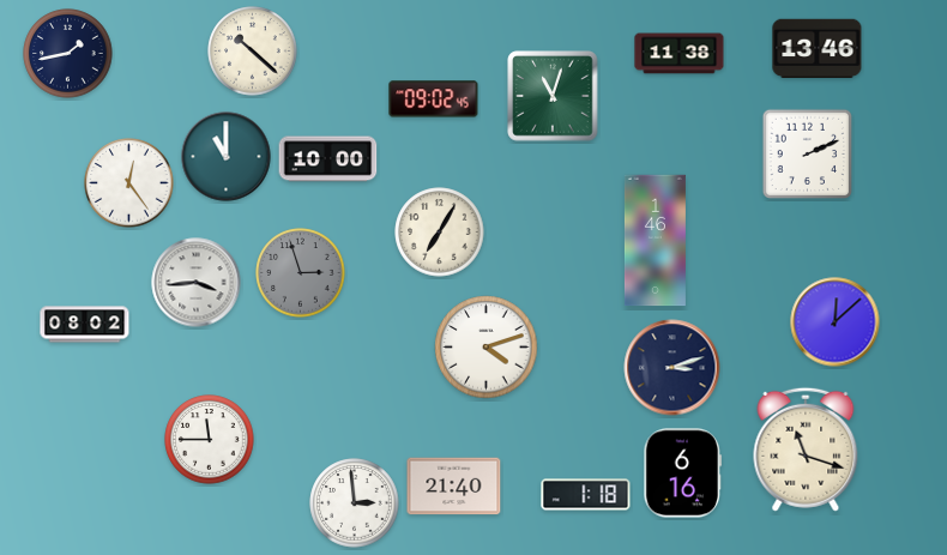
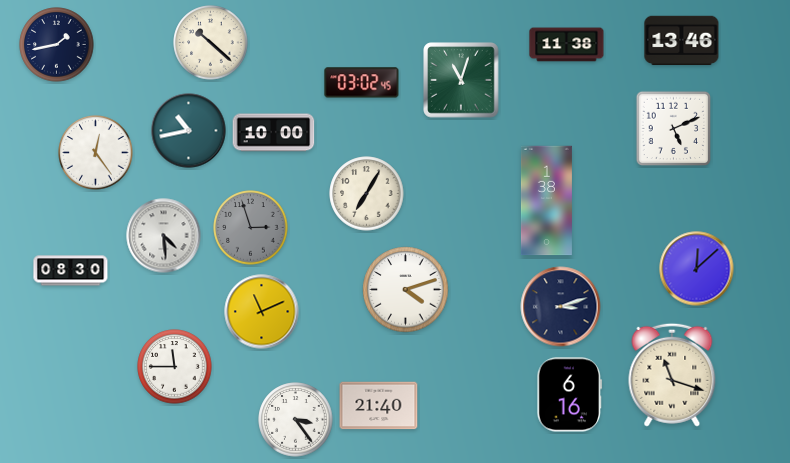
clock at (434, 99): 09:02 -> 03:02
clock at (808, 155): 2:11 -> 5:11
clock at (227, 157): 11:00 -> 10:43
clock at (129, 183) position: (129, 183) -> (96, 153)
clock at (655, 241): 1:46 -> 1:38
clock at (197, 283): 3:44 -> 4:29
clock at (85, 325): 08:02 -> 08:30
clock at (262, 312): none -> 11:11
clock at (586, 495): 1:18 -> none
clock at (355, 503): 2:59 -> 3:24
